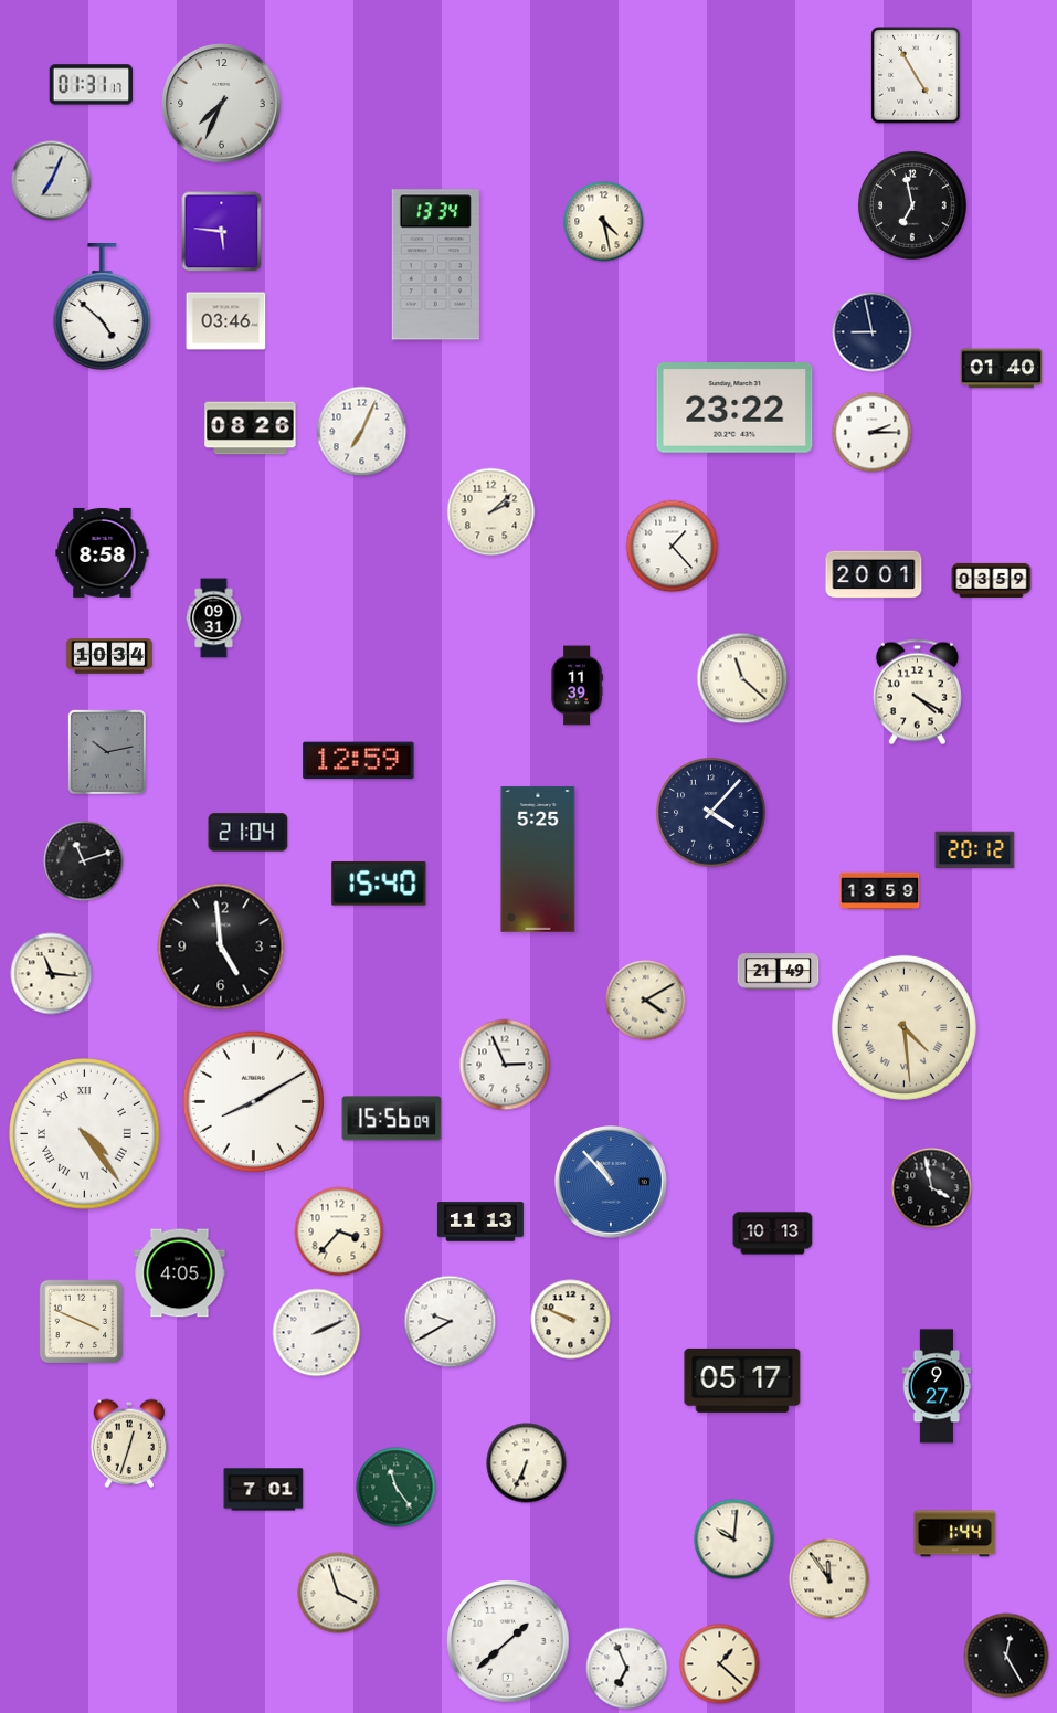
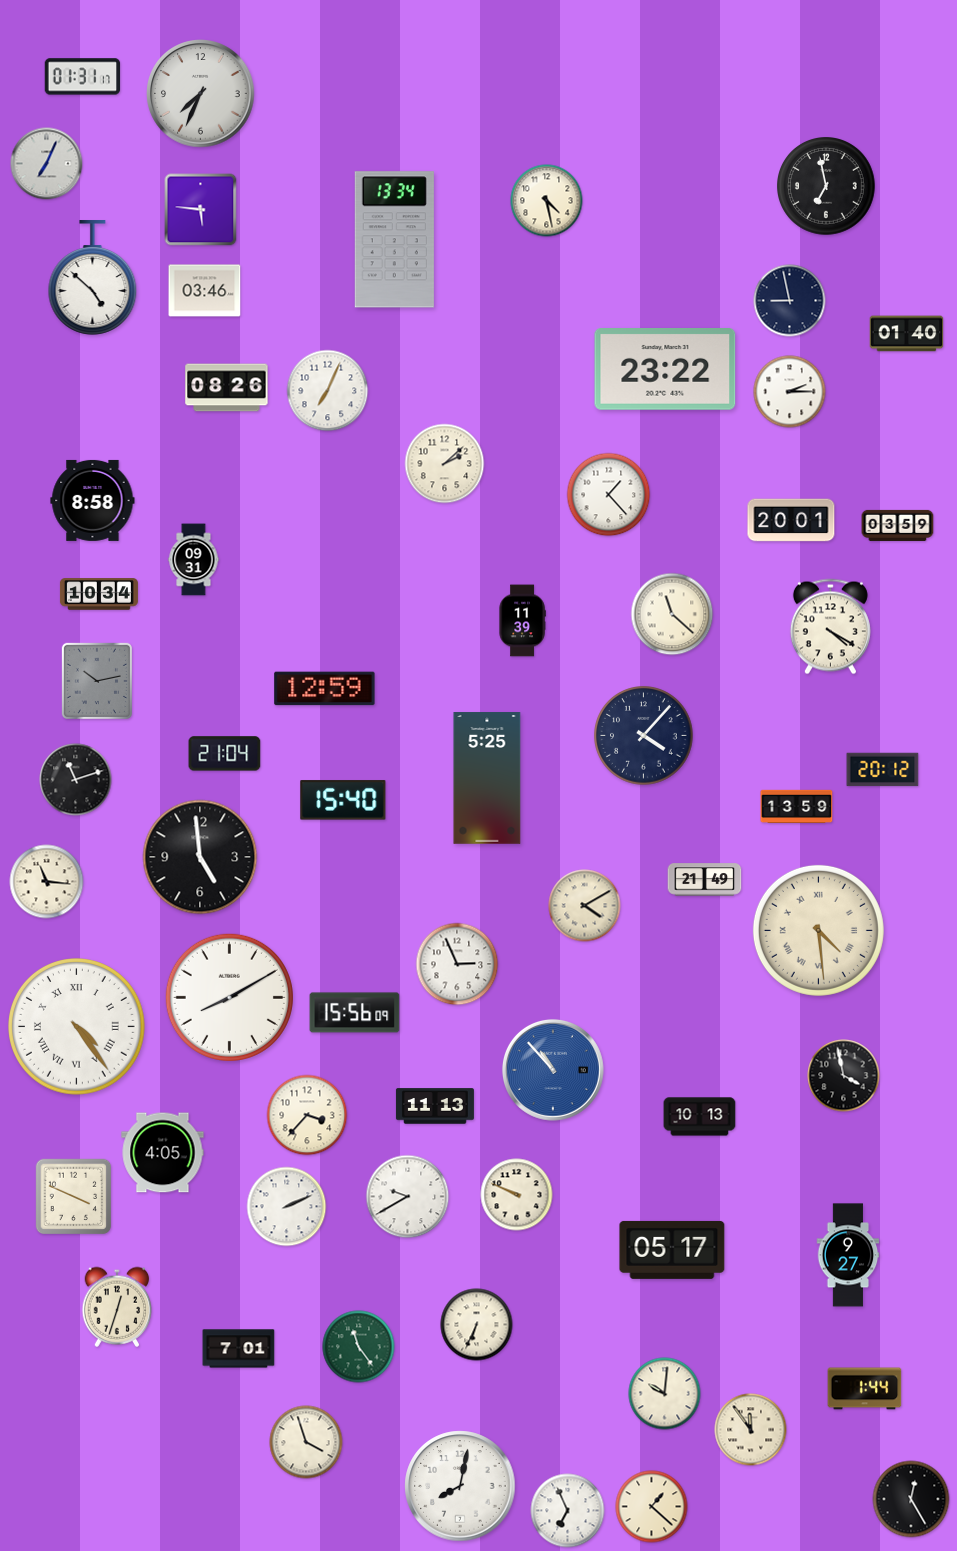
clock at (916, 75): 4:55 -> none
clock at (508, 1641): 1:38 -> 8:02
